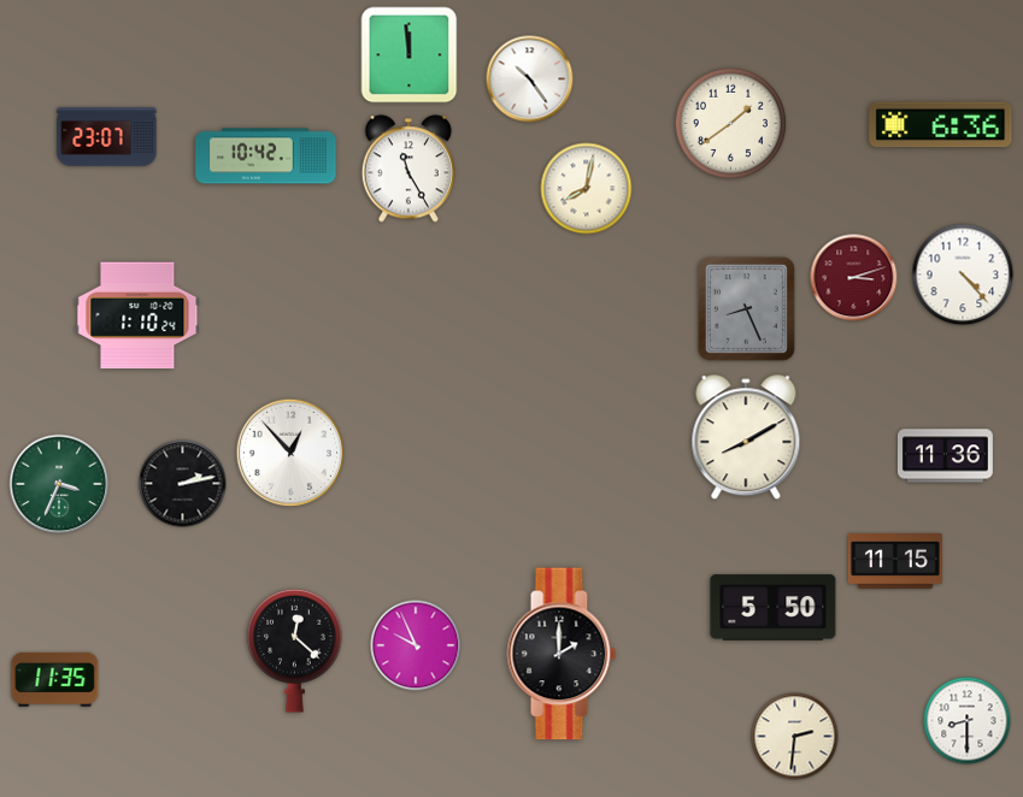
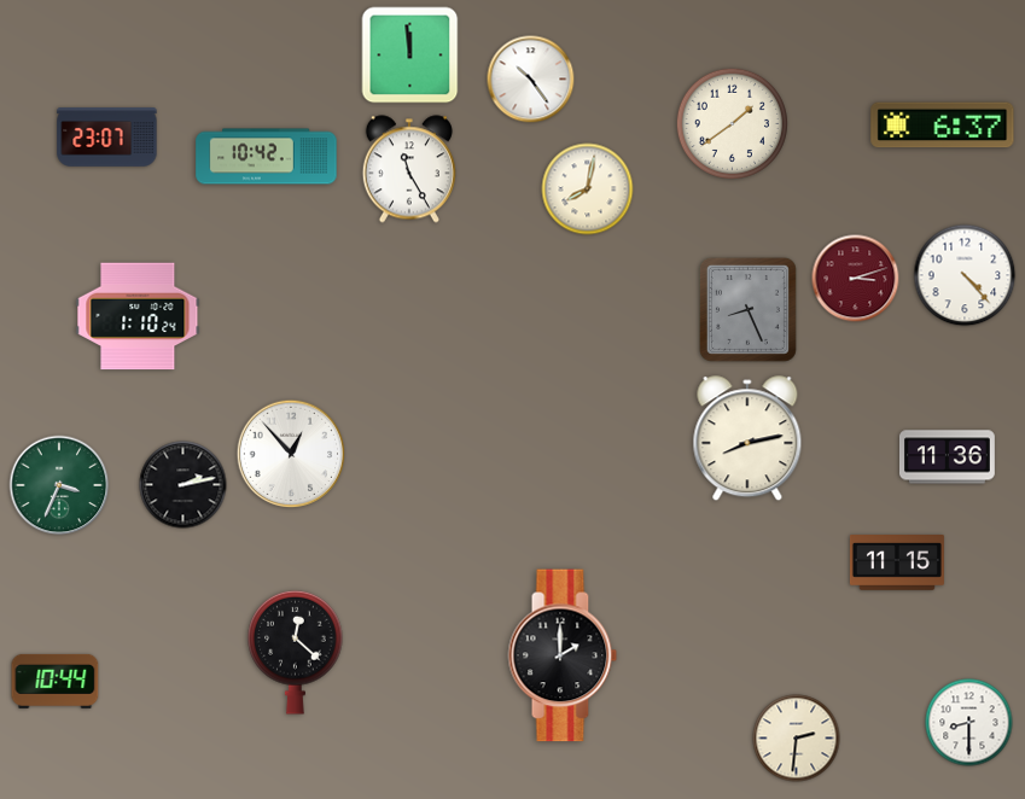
clock at (941, 125): 6:36 -> 6:37
clock at (746, 438): 8:10 -> 8:13
clock at (774, 608): 5:50 -> none
clock at (416, 645): 9:56 -> none
clock at (55, 679): 11:35 -> 10:44
